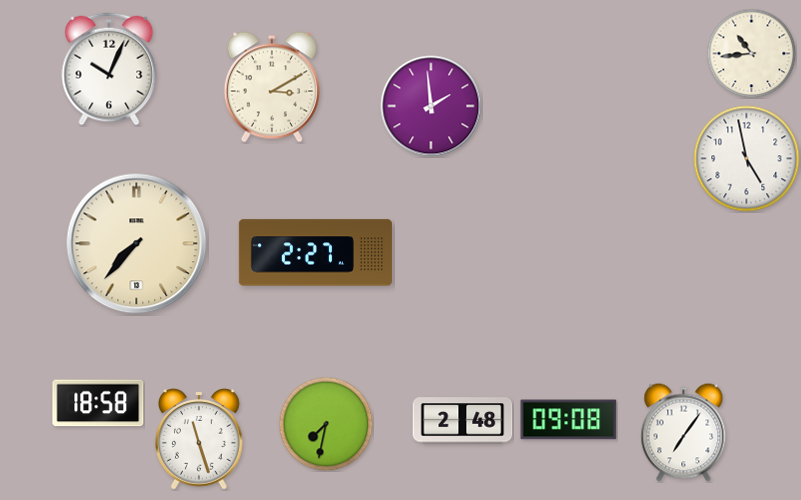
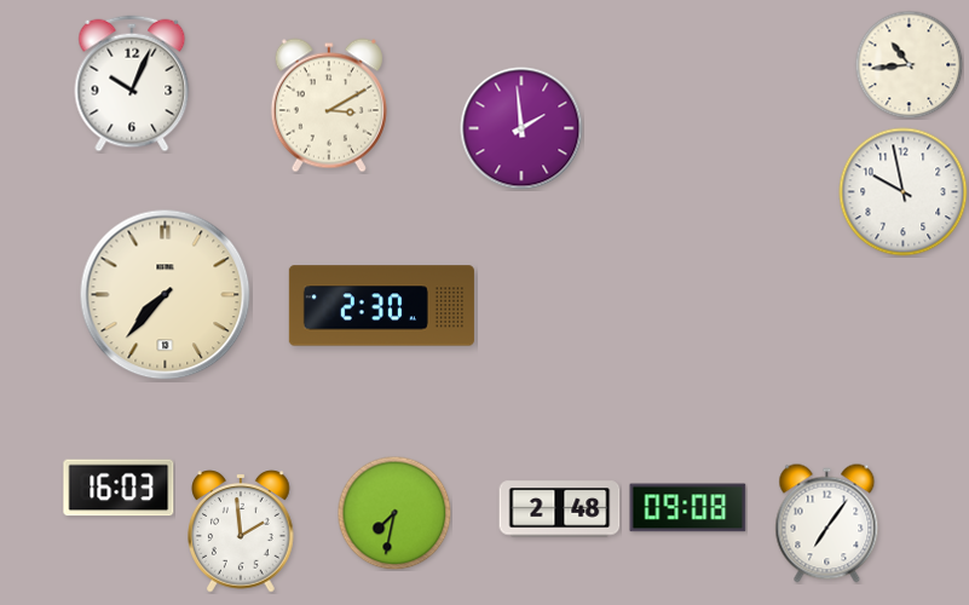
clock at (747, 159): 4:58 -> 9:58
clock at (315, 253): 2:27 -> 2:30
clock at (98, 403): 18:58 -> 16:03
clock at (200, 439): 11:27 -> 1:59
